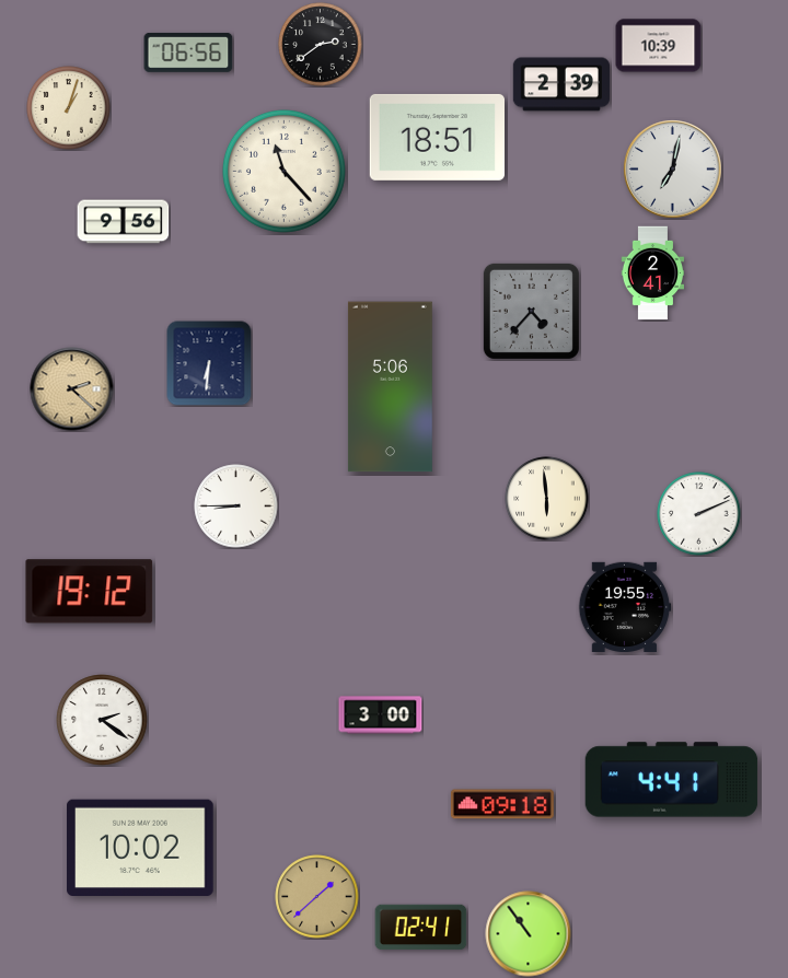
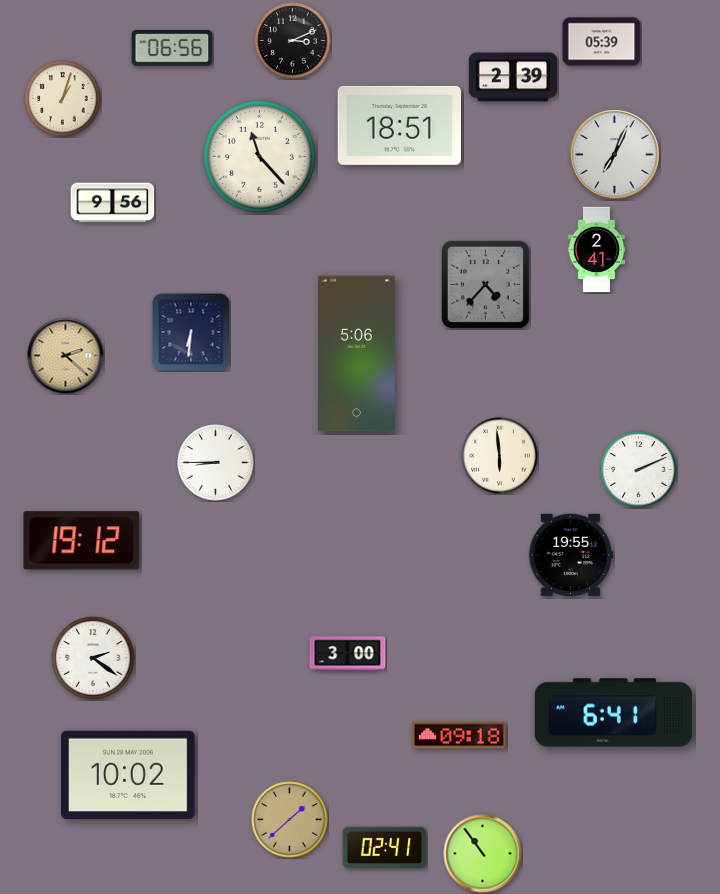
clock at (321, 45): 2:39 -> 3:11
clock at (659, 46): 10:39 -> 05:39
clock at (673, 170): 7:02 -> 7:04
clock at (672, 780): 4:41 -> 6:41
